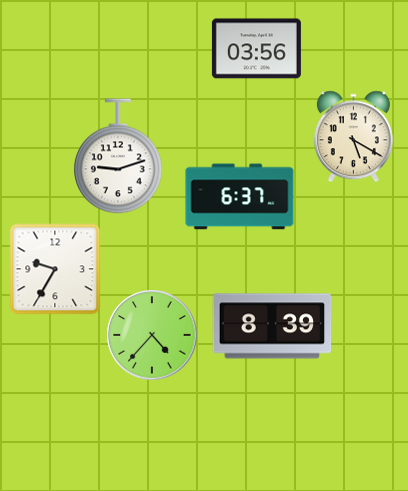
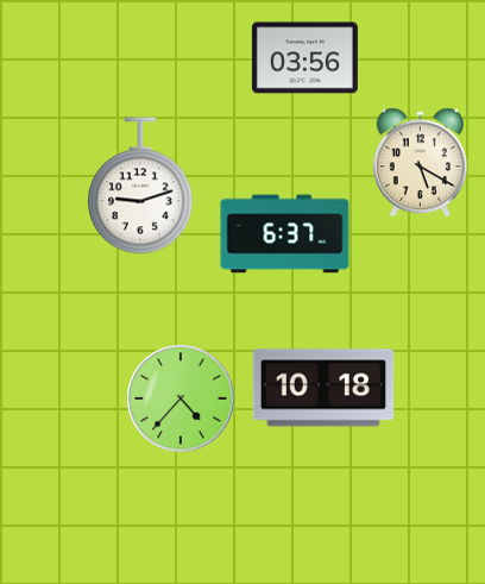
clock at (55, 269): 9:35 -> none
clock at (272, 326): 8:39 -> 10:18
